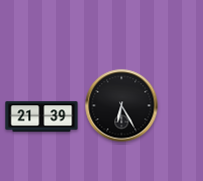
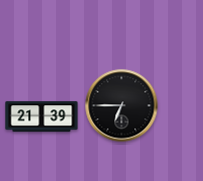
clock at (122, 106): 6:25 -> 6:45
